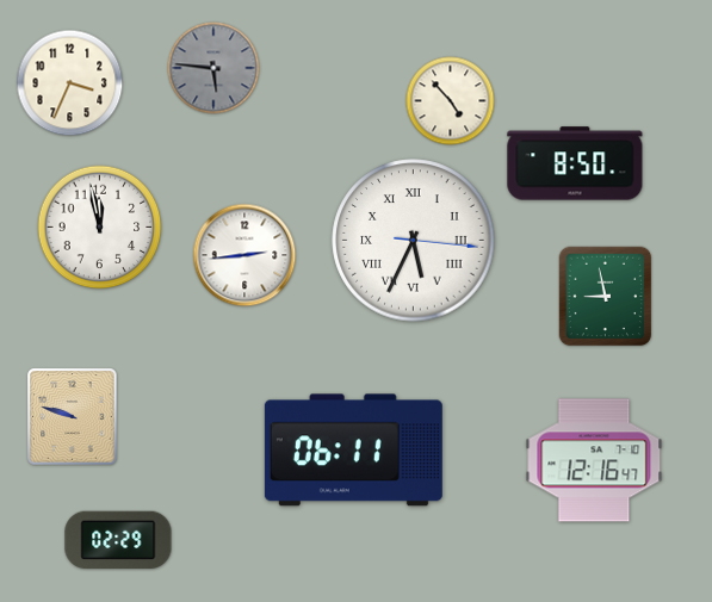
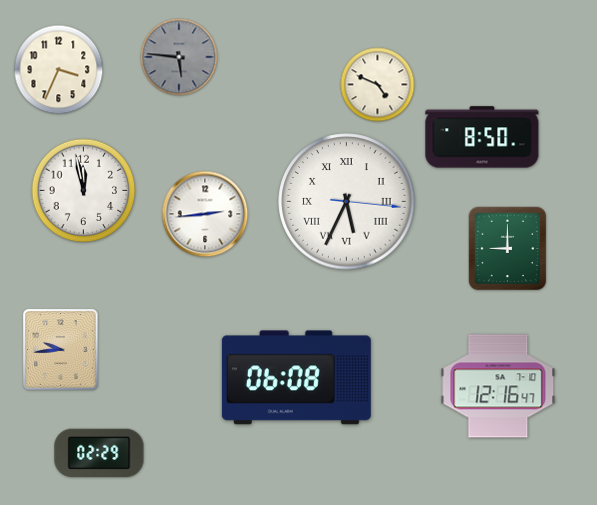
clock at (451, 101): 4:53 -> 4:49
clock at (606, 297): 8:58 -> 9:00
clock at (73, 417): 9:48 -> 9:44
clock at (353, 451): 06:11 -> 06:08
